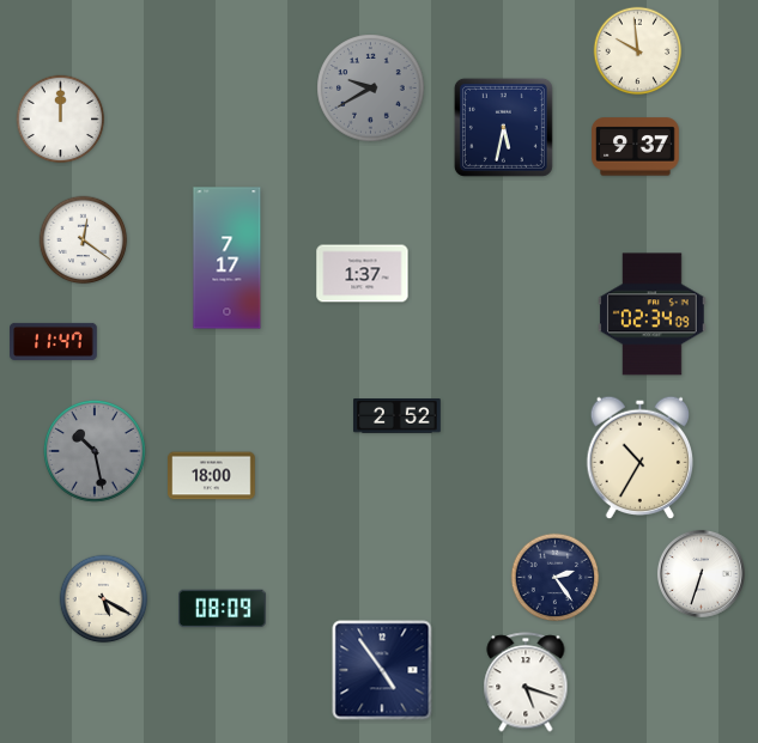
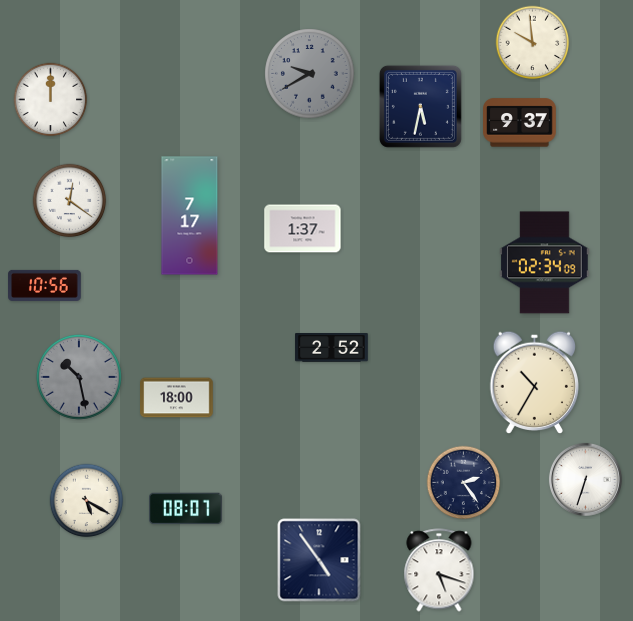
clock at (636, 147) position: (636, 147) -> (520, 123)
clock at (54, 341): 11:47 -> 10:56
clock at (223, 609): 08:09 -> 08:07
